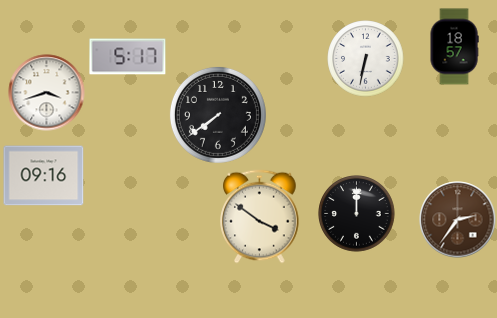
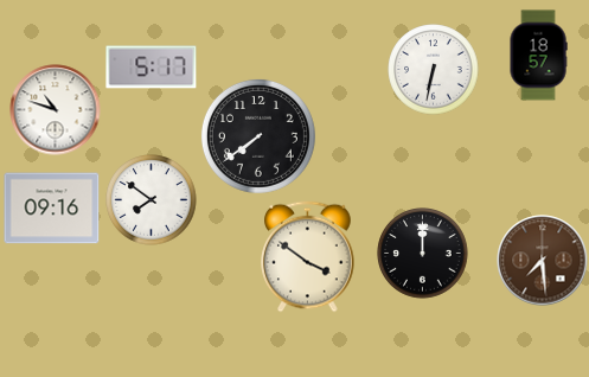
clock at (47, 93): 3:42 -> 10:48
clock at (152, 200): none -> 7:51
clock at (458, 220): 2:36 -> 7:29
